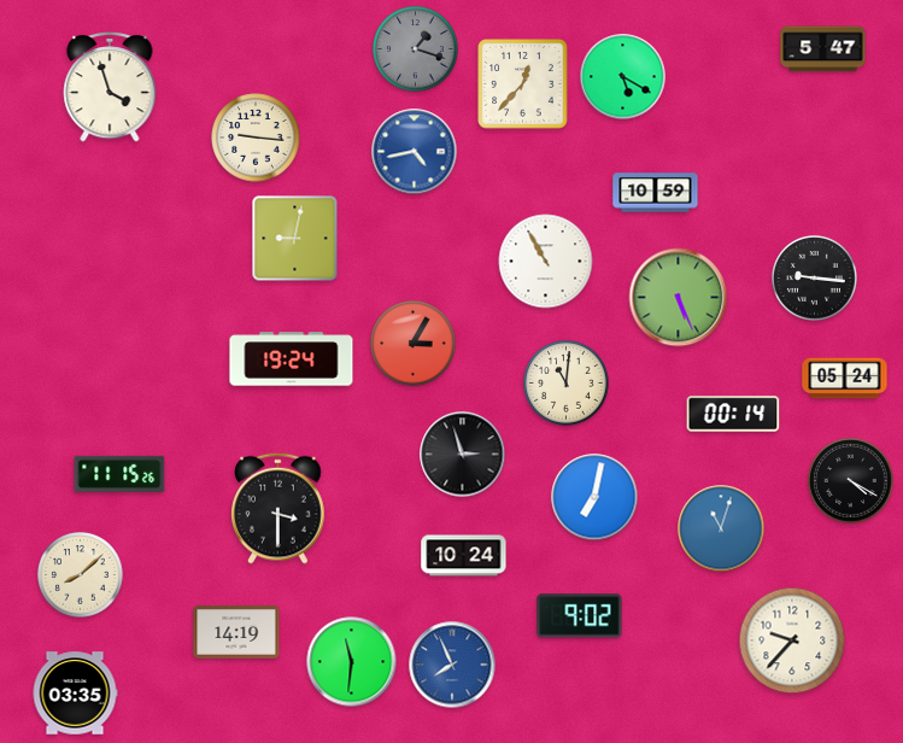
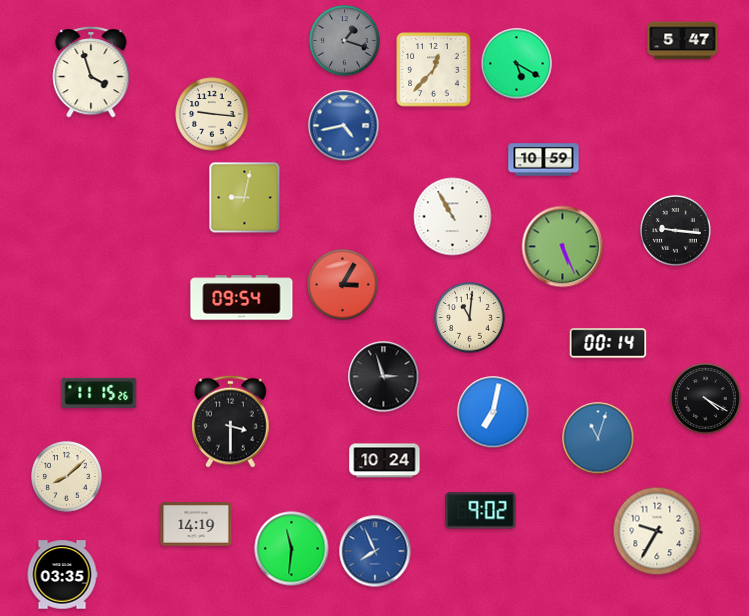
clock at (292, 359): 19:24 -> 09:54
clock at (845, 379): 05:24 -> none
clock at (792, 640): 9:37 -> 9:35
